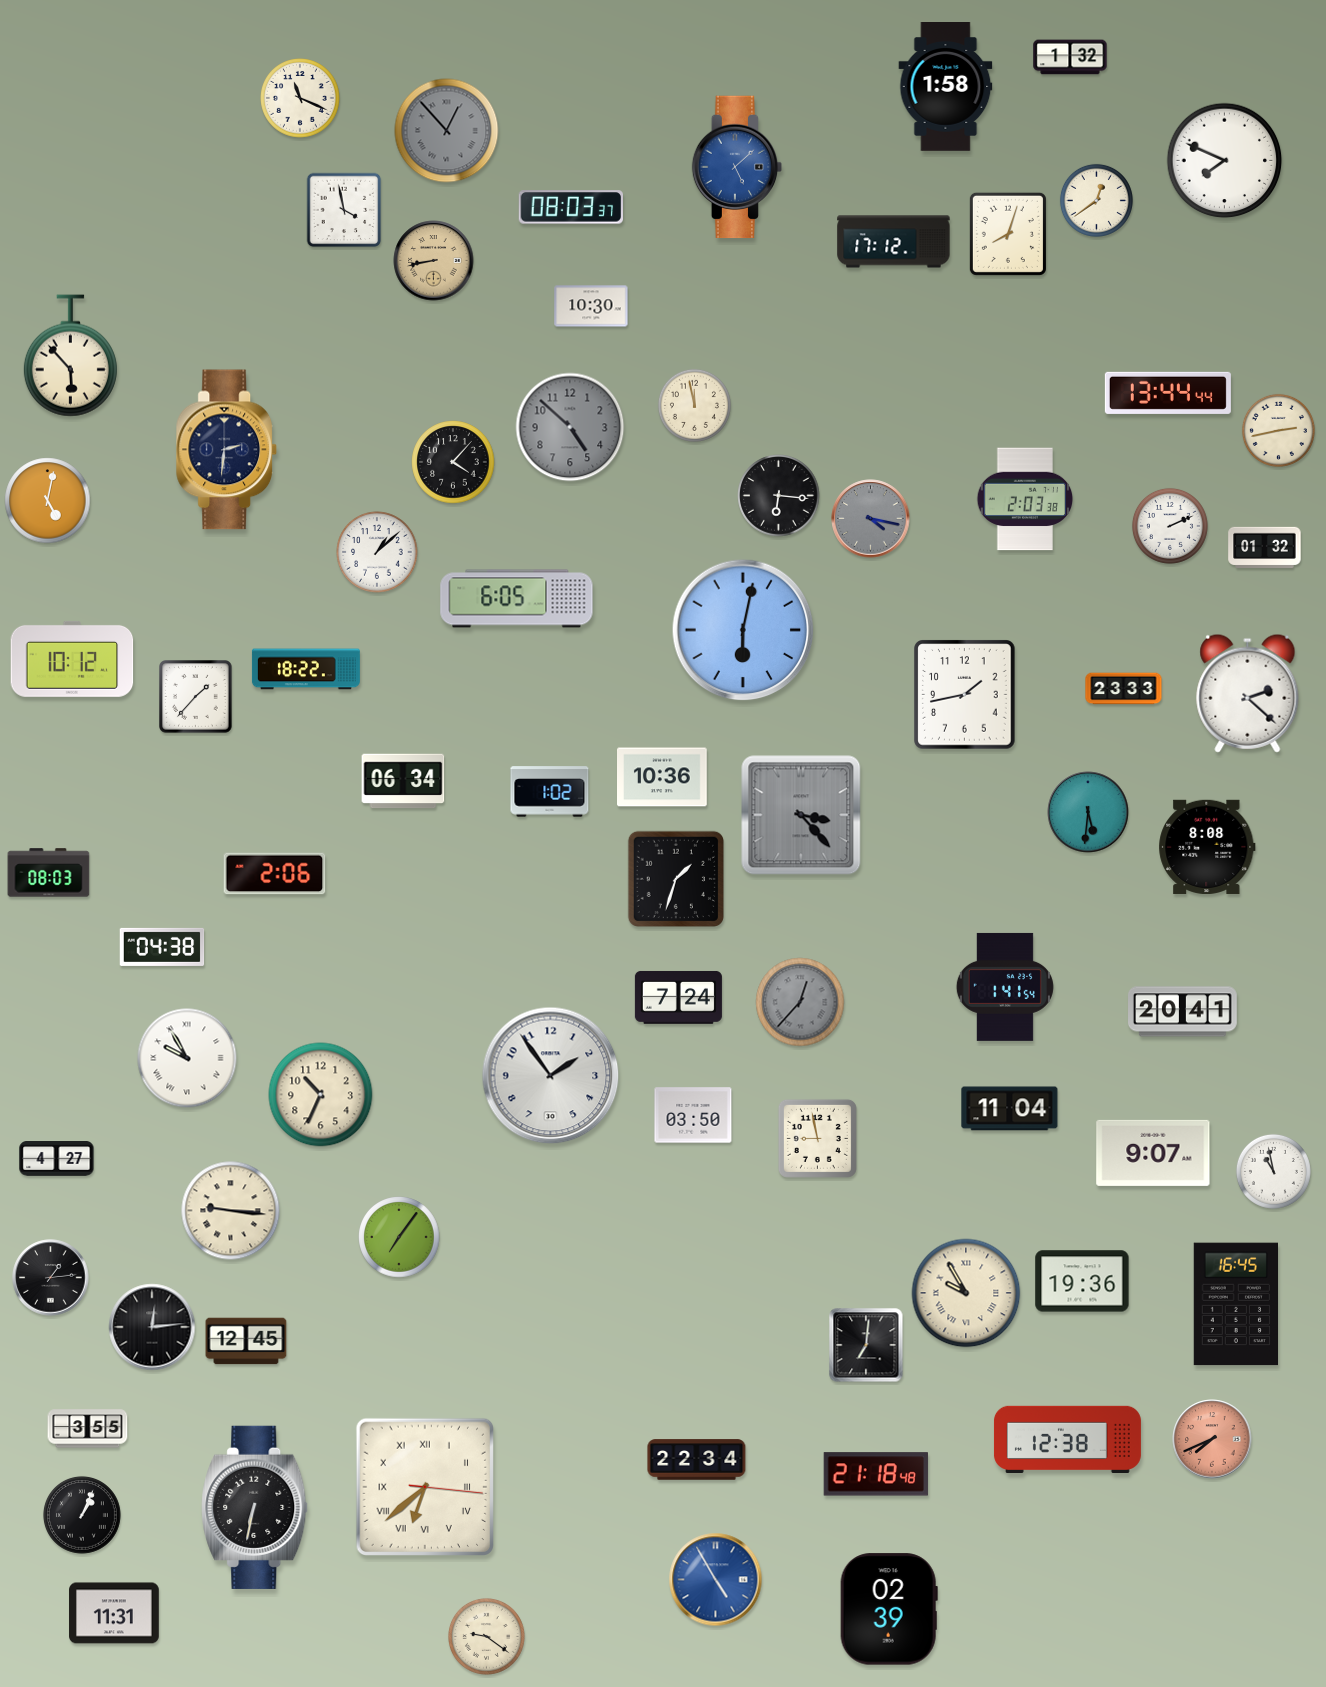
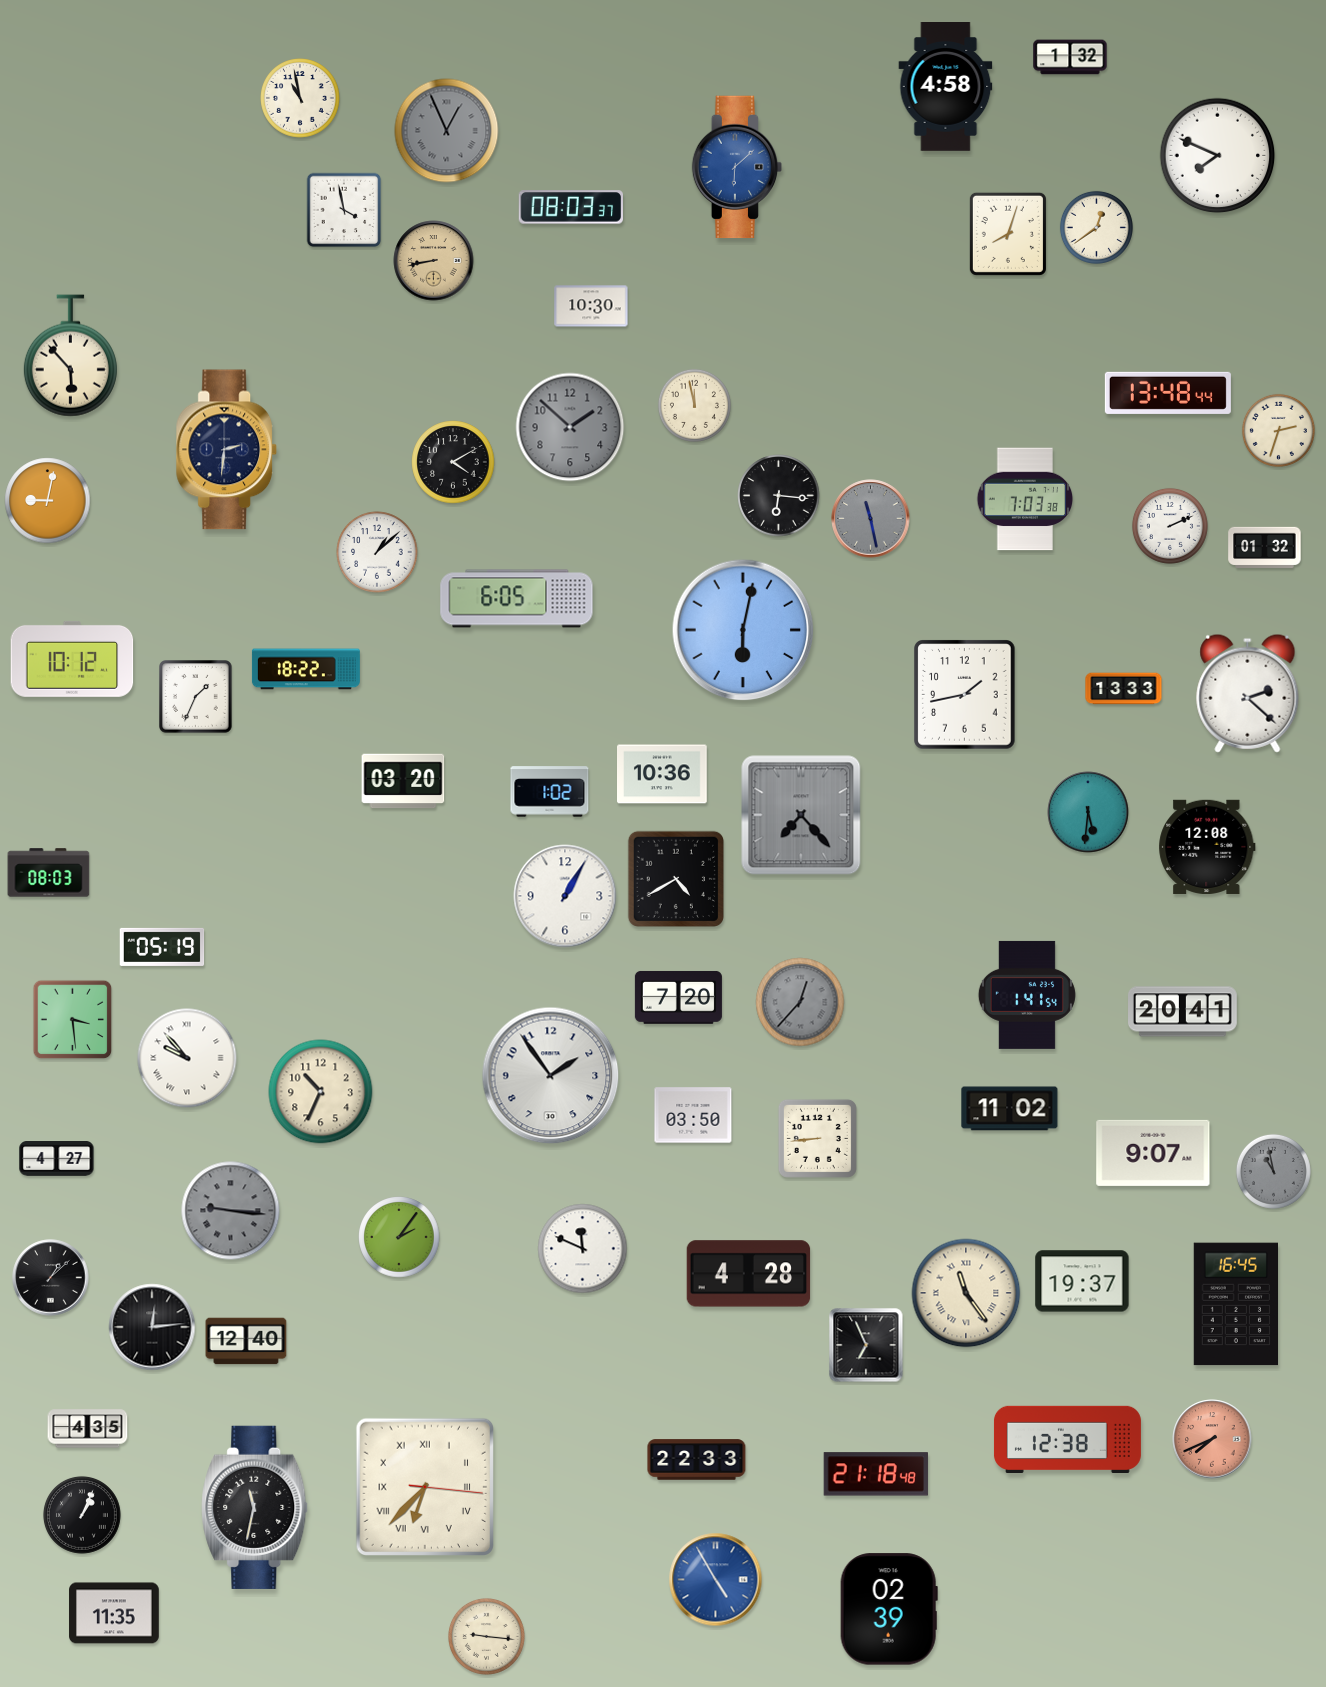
clock at (946, 87): 1:58 -> 4:58
clock at (301, 99): 11:19 -> 10:58
clock at (447, 131): 12:53 -> 12:56
clock at (1225, 161) position: (1225, 161) -> (1218, 156)
clock at (737, 167): 5:08 -> 6:08
clock at (1096, 200) position: (1096, 200) -> (1096, 227)
clock at (894, 242): 17:12 -> none
clock at (1168, 393): 13:44 -> 13:48
clock at (570, 427): 4:52 -> 1:52
clock at (1278, 430): 2:43 -> 2:33
clock at (453, 462): 4:07 -> 4:10
clock at (1025, 499): 2:03 -> 7:03
clock at (48, 501): 5:02 -> 9:02
clock at (871, 519): 4:17 -> 11:28
clock at (1124, 689): 23:33 -> 13:33
clock at (196, 697): 1:37 -> 1:34
clock at (663, 777) position: (663, 777) -> (663, 774)
clock at (403, 781): 06:34 -> 03:20
clock at (801, 815): 3:23 -> 7:23
clock at (1207, 847): 8:08 -> 12:08
clock at (275, 874): 2:06 -> none
clock at (675, 878): 1:33 -> 4:40
clock at (565, 896): none -> 1:05
clock at (162, 947): 04:38 -> 05:19
clock at (1005, 987) position: (1005, 987) -> (1027, 995)
clock at (678, 998): 7:24 -> 7:20
clock at (73, 1020): none -> 3:29
clock at (187, 1058): 9:55 -> 9:53
clock at (321, 1095) position: (321, 1095) -> (321, 1092)
clock at (1010, 1109): 11:04 -> 11:02
clock at (817, 1138): 8:58 -> 8:44
clock at (1273, 1171) dial: white -> grey
clock at (231, 1211) dial: cream -> grey
clock at (399, 1237): 7:06 -> 2:06
clock at (583, 1249): none -> 11:49
clock at (749, 1274): none -> 4:28
clock at (51, 1278): 1:14 -> 1:08
clock at (1082, 1281): 19:36 -> 19:37
clock at (966, 1293): 9:55 -> 11:24
clock at (246, 1341): 12:45 -> 12:40
clock at (866, 1345): 7:01 -> 6:56
clock at (88, 1429): 3:55 -> 4:35
clock at (697, 1460): 22:34 -> 22:33
clock at (424, 1486): 6:38 -> 6:37
clock at (255, 1507): 6:32 -> 11:32
clock at (114, 1613): 11:31 -> 11:35
clock at (486, 1636): 9:21 -> 9:16
